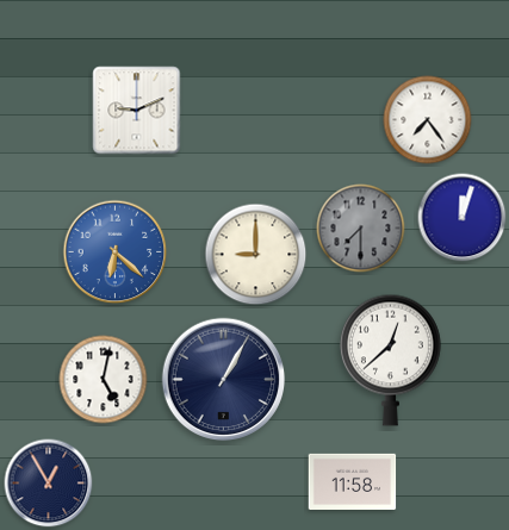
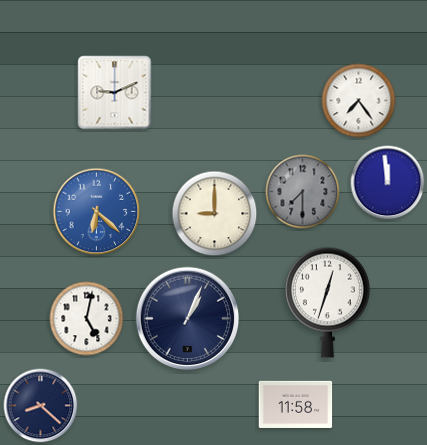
clock at (463, 218): 12:03 -> 11:59
clock at (390, 360): 12:38 -> 12:33
clock at (224, 380): 1:05 -> 1:04
clock at (49, 484): 12:55 -> 8:22
